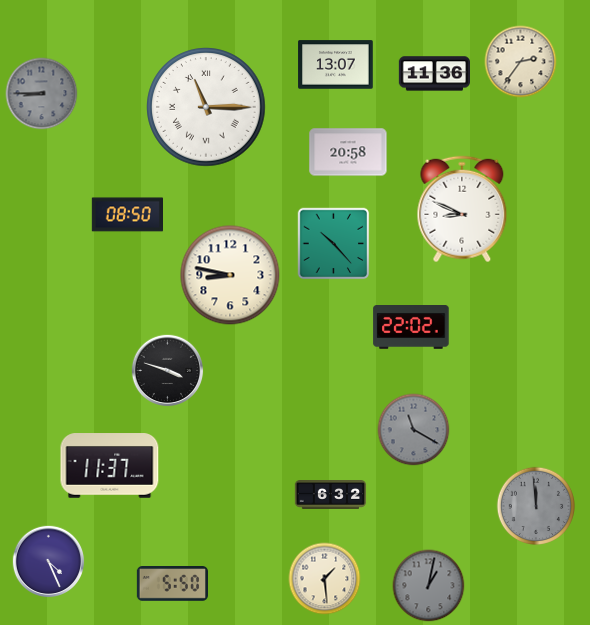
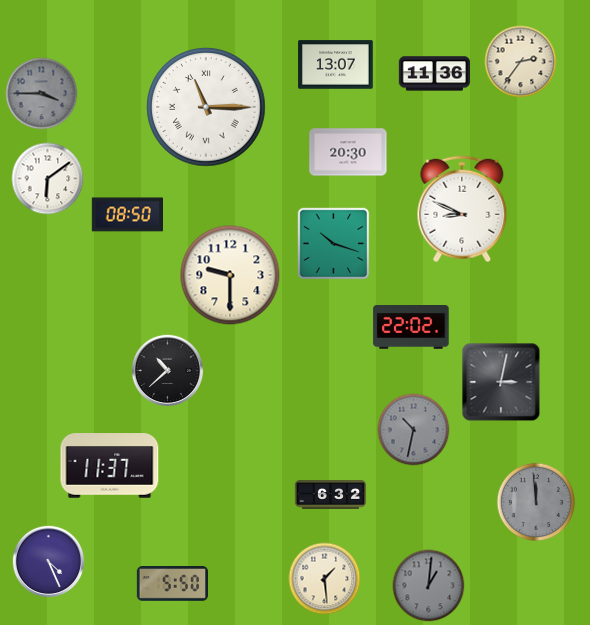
clock at (42, 94): 8:45 -> 3:45
clock at (348, 152): 20:58 -> 20:30
clock at (48, 179): none -> 6:09
clock at (334, 244): 10:23 -> 10:18
clock at (230, 275): 8:47 -> 9:30
clock at (168, 371): 3:48 -> 10:38
clock at (501, 382): none -> 3:02
clock at (414, 430): 11:20 -> 10:32
clock at (536, 506) position: (536, 506) -> (536, 502)
clock at (429, 586): 1:02 -> 1:01
